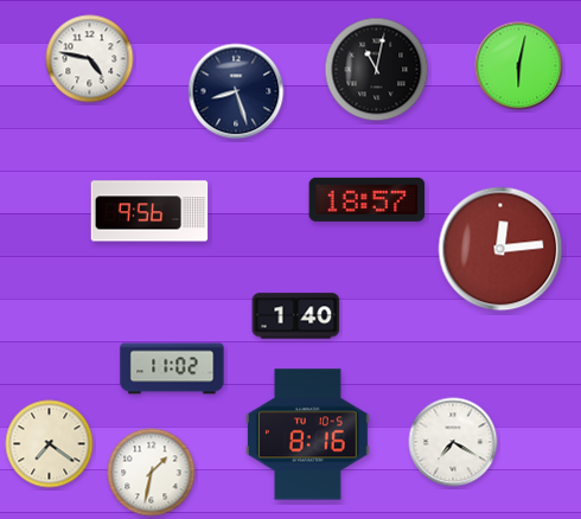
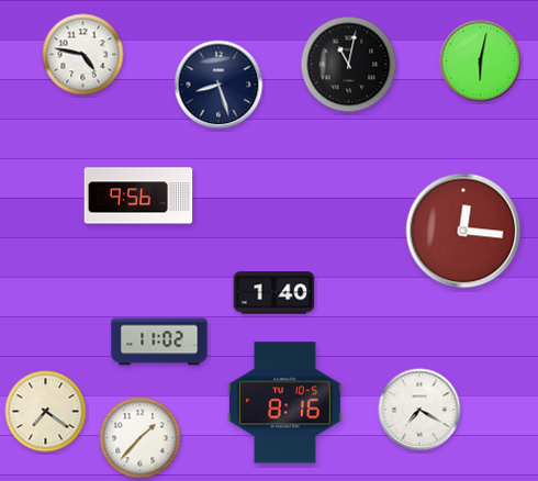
clock at (368, 199): 18:57 -> none
clock at (500, 249): 12:14 -> 12:16
clock at (152, 473): 1:32 -> 1:37
